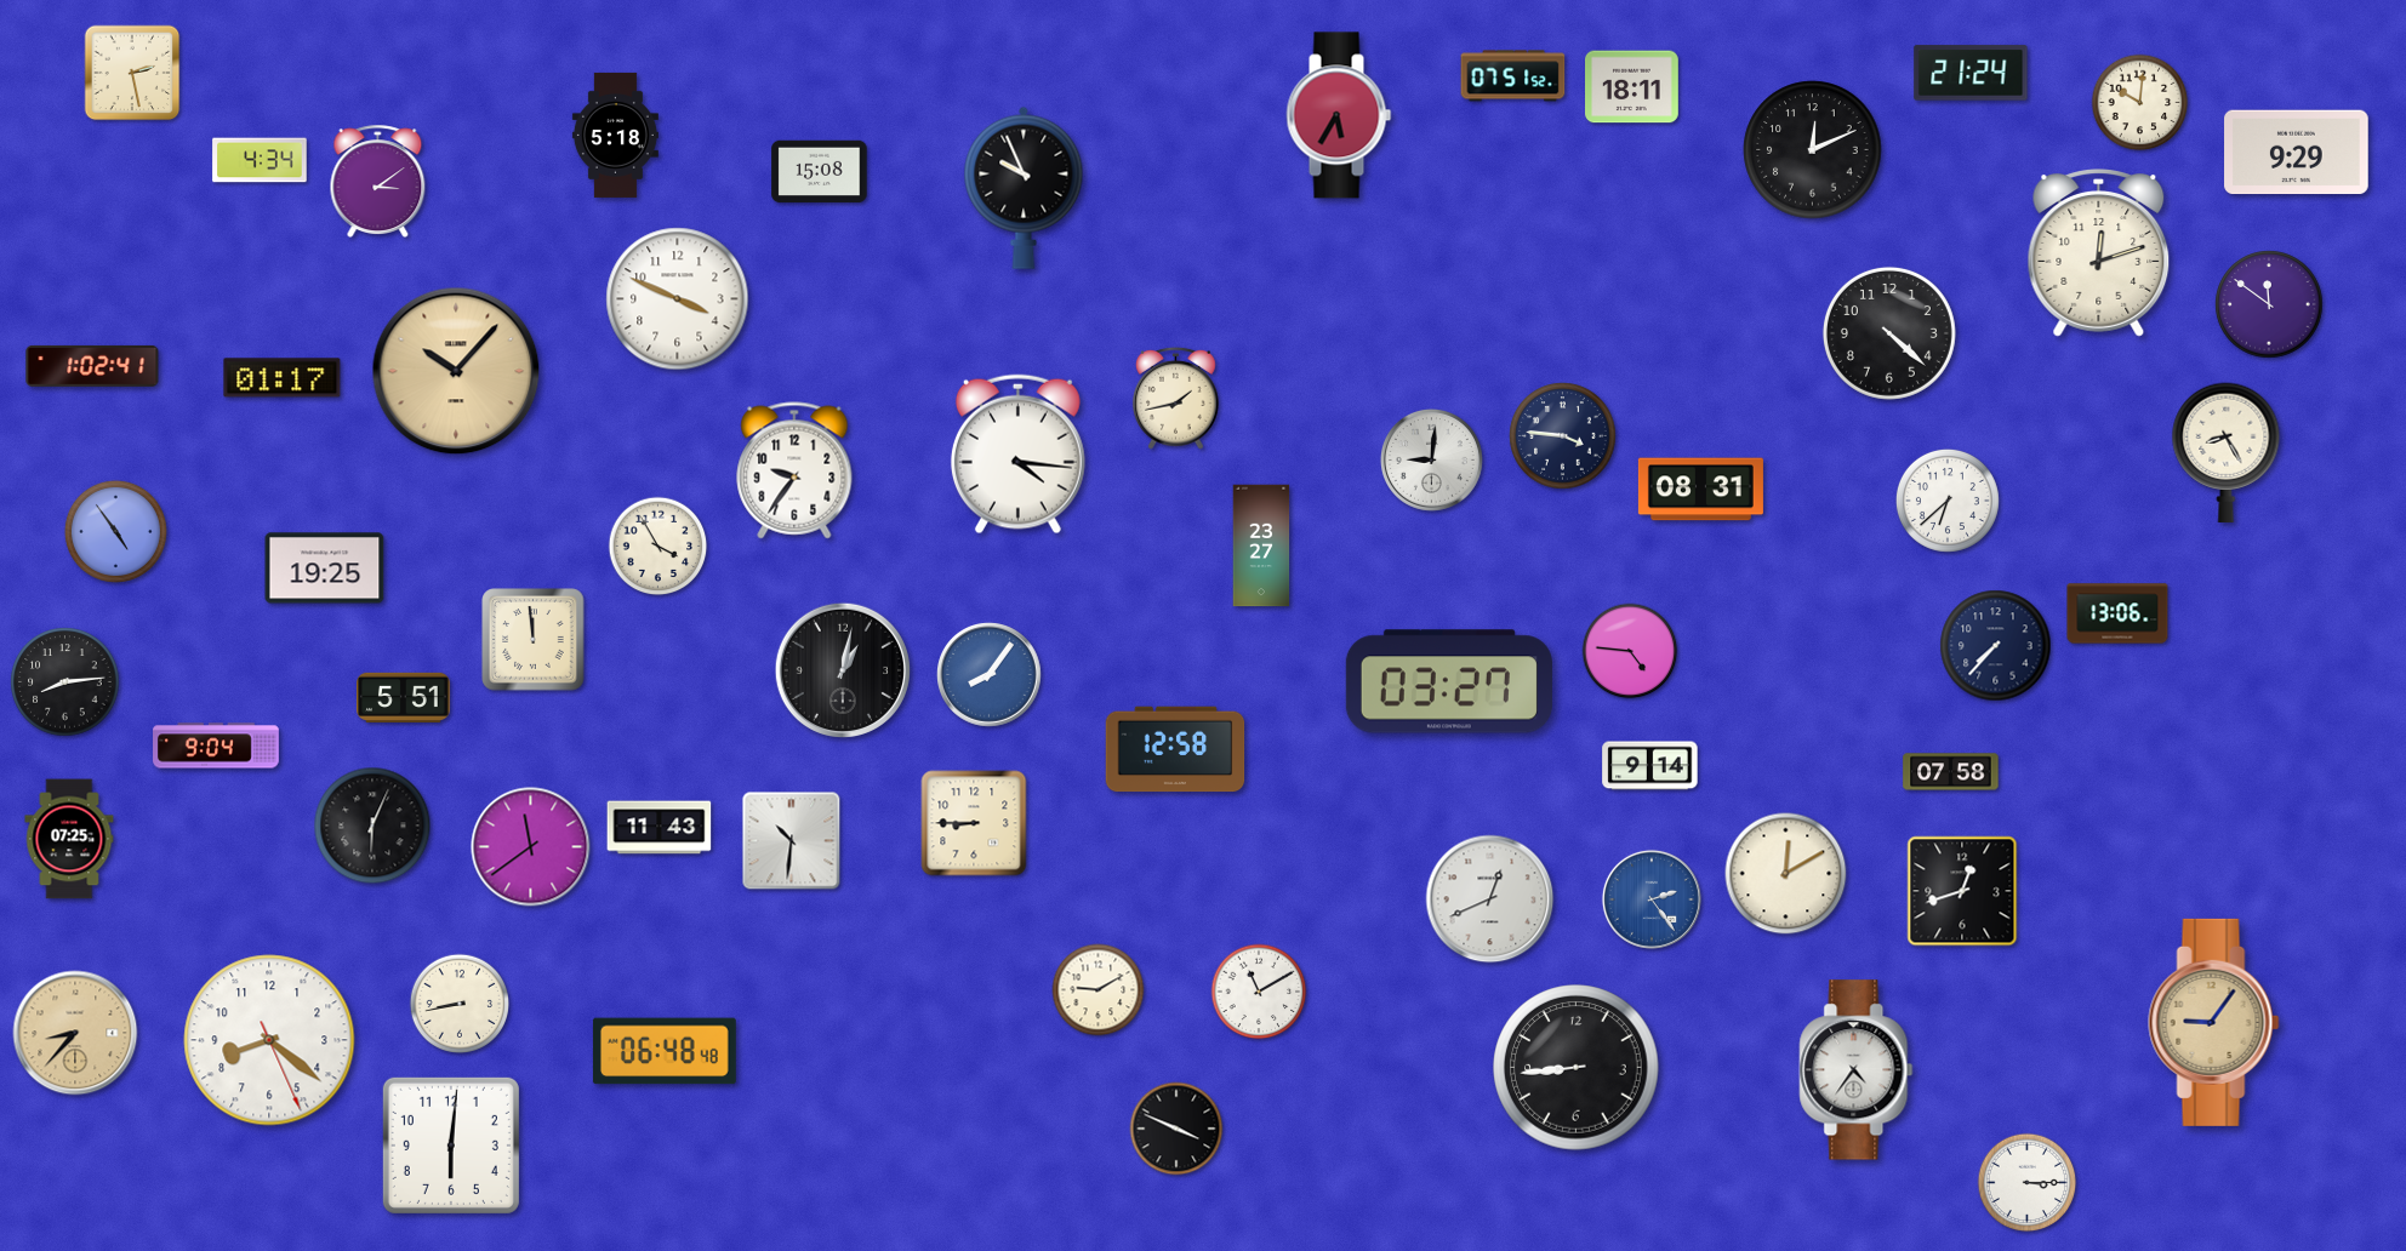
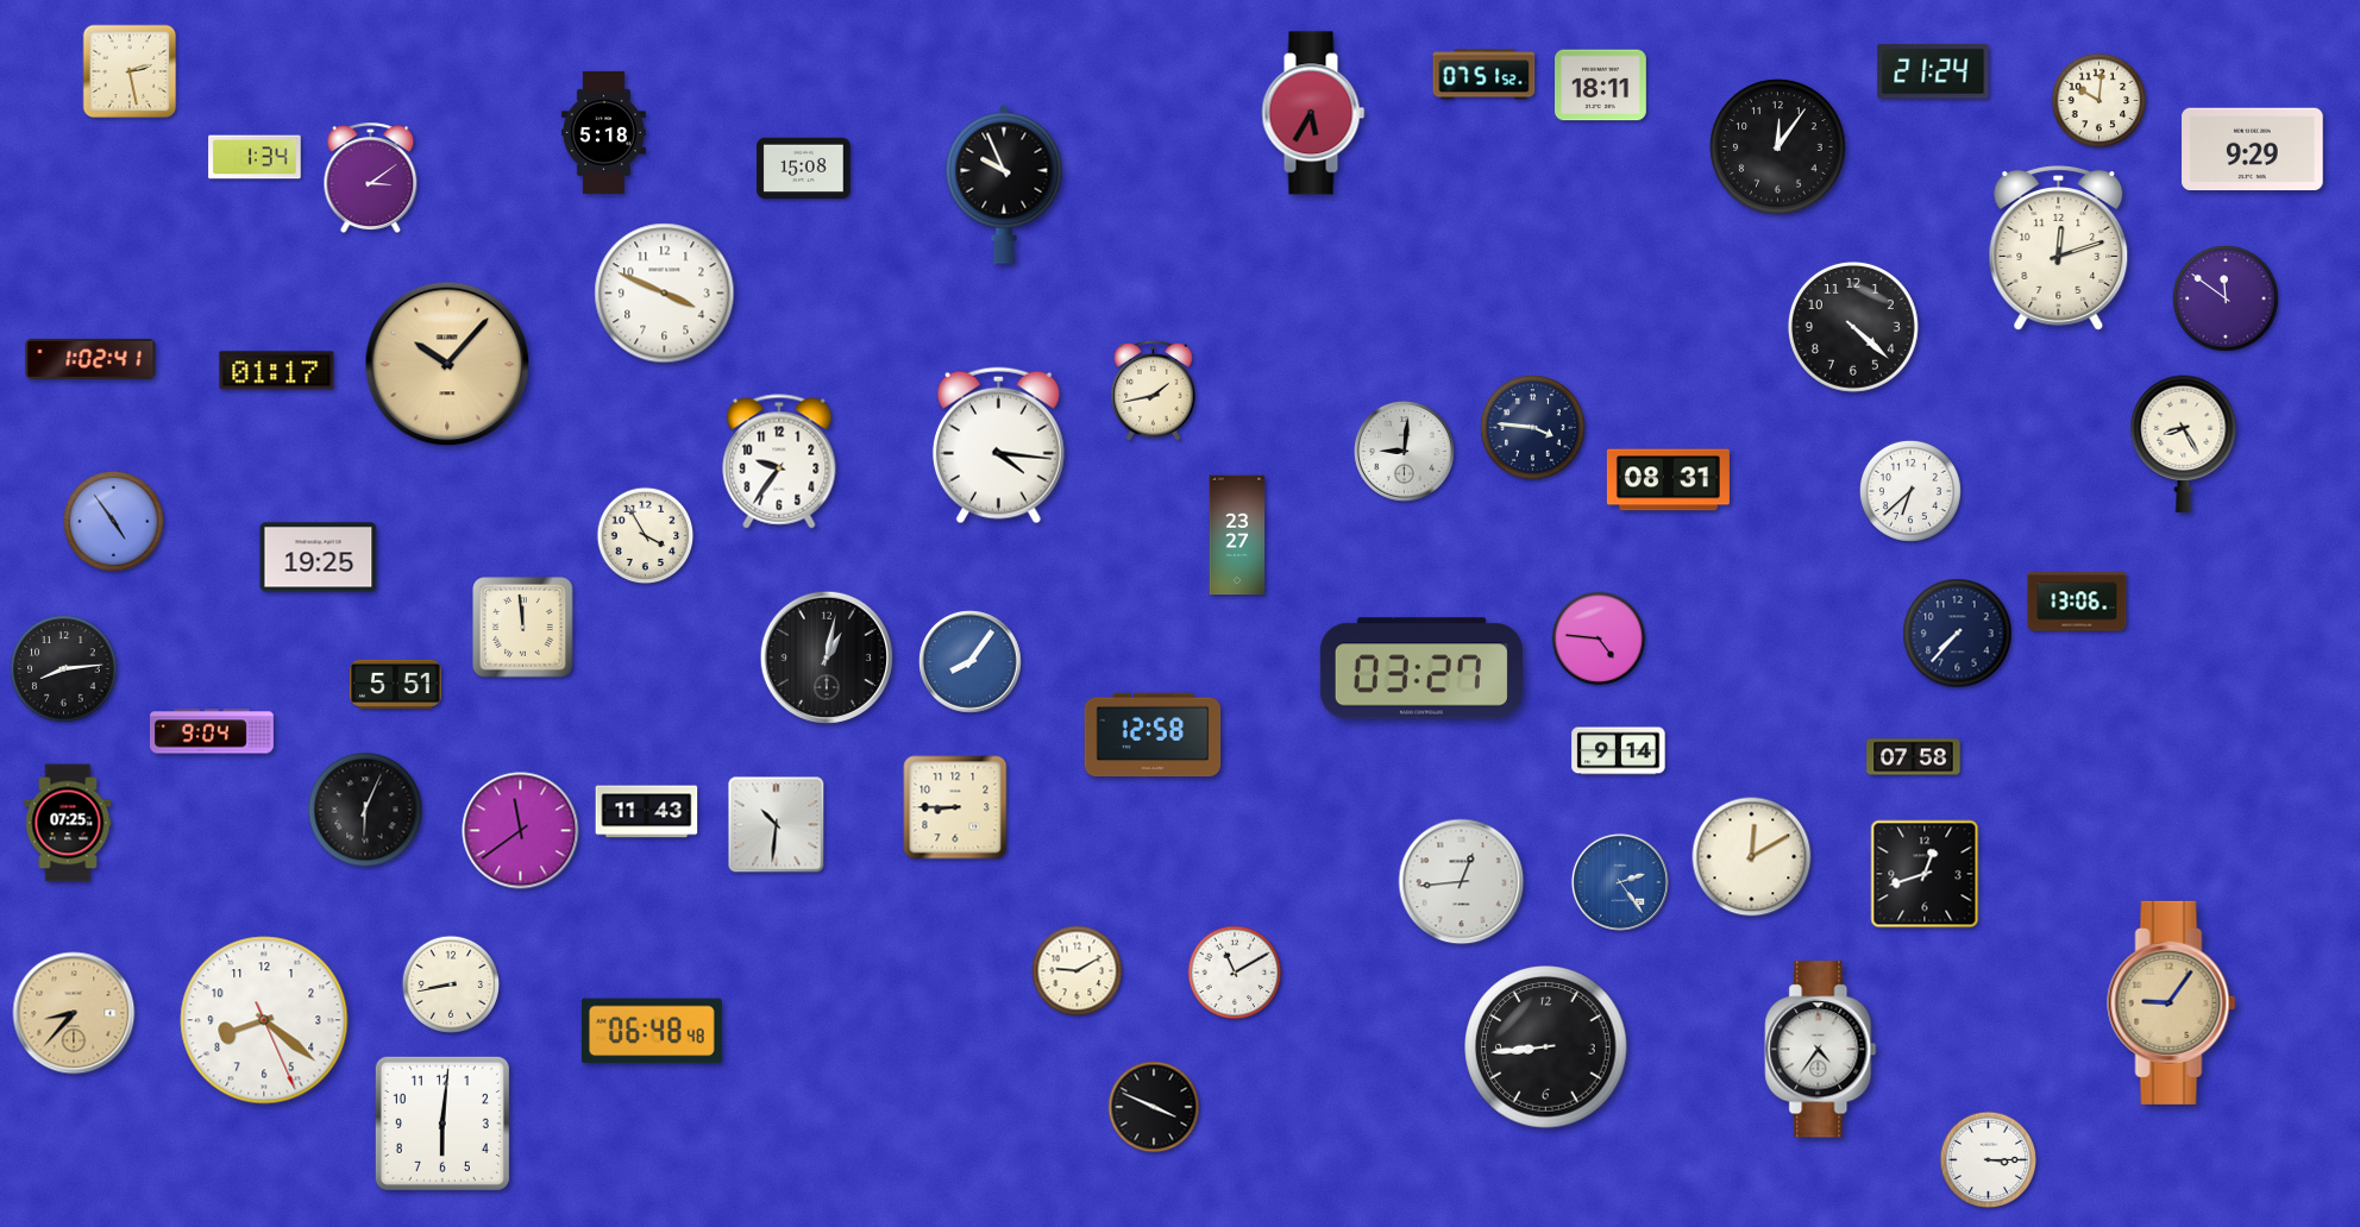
clock at (1813, 150): 12:11 -> 12:06
clock at (260, 160): 4:34 -> 1:34
clock at (1490, 899): 12:41 -> 12:44
